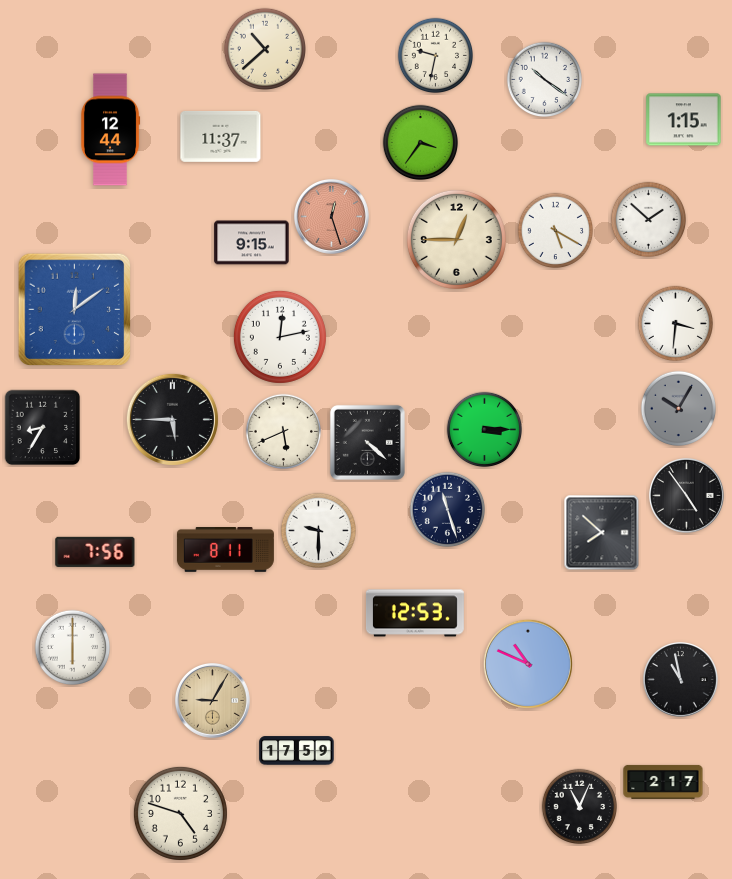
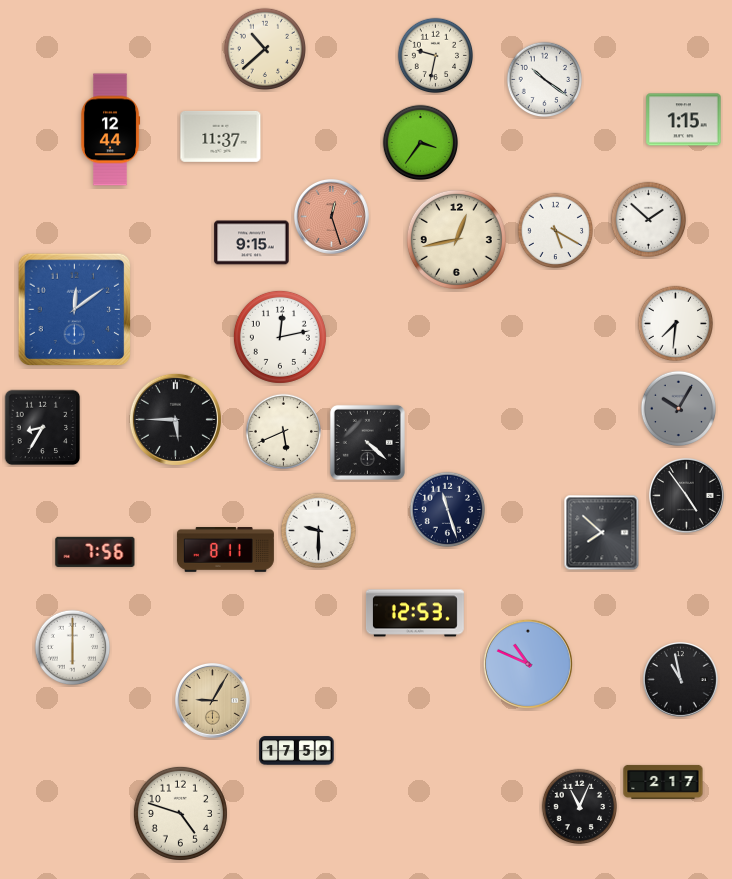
clock at (456, 239): 12:45 -> 12:43
clock at (676, 324): 3:31 -> 7:31
clock at (172, 419) position: (172, 419) -> (175, 419)
clock at (485, 430): 3:15 -> none
